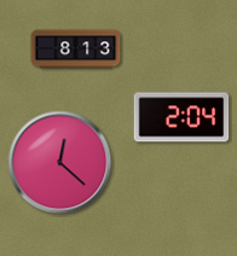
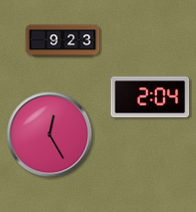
clock at (76, 50): 8:13 -> 9:23
clock at (60, 163): 12:22 -> 12:25
